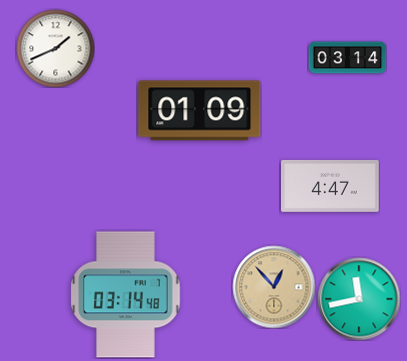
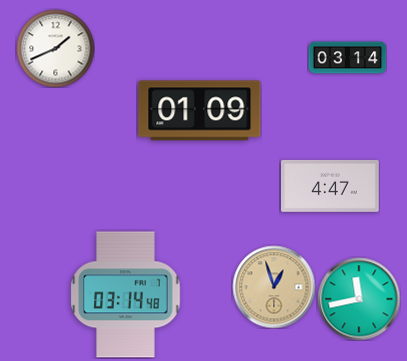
clock at (274, 287): 12:53 -> 12:57
